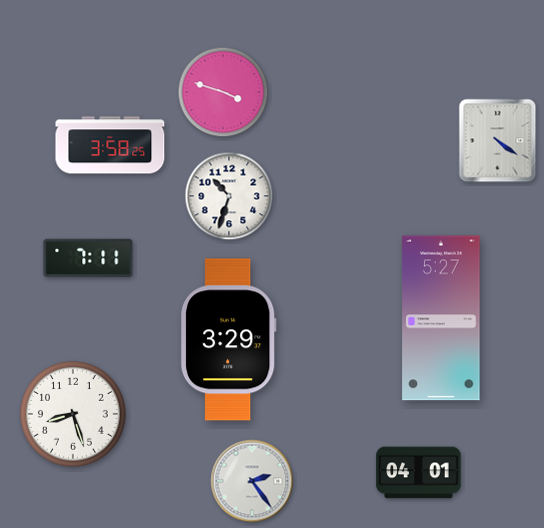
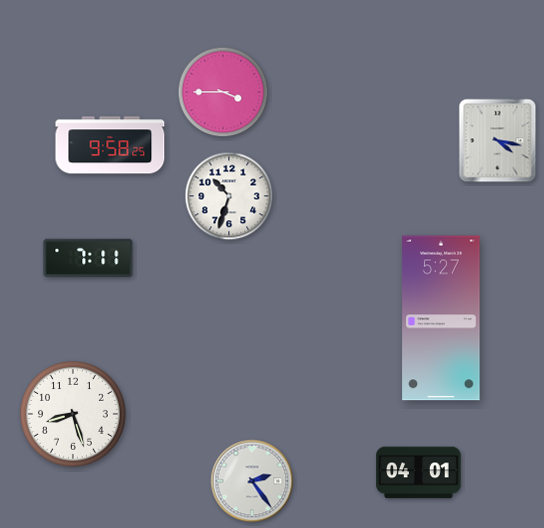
clock at (223, 92): 3:48 -> 3:45
clock at (498, 141): 4:21 -> 4:17
clock at (110, 145): 3:58 -> 9:58
clock at (228, 340): 3:29 -> none
